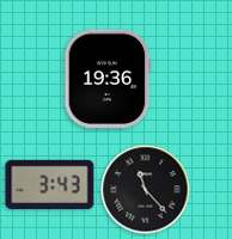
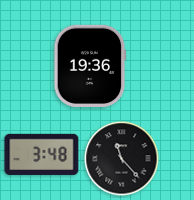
clock at (50, 184): 3:43 -> 3:48
